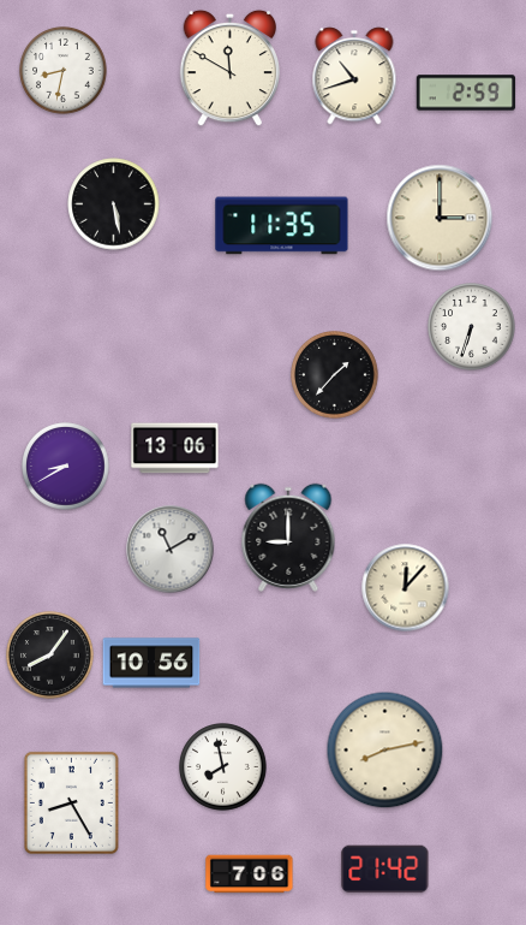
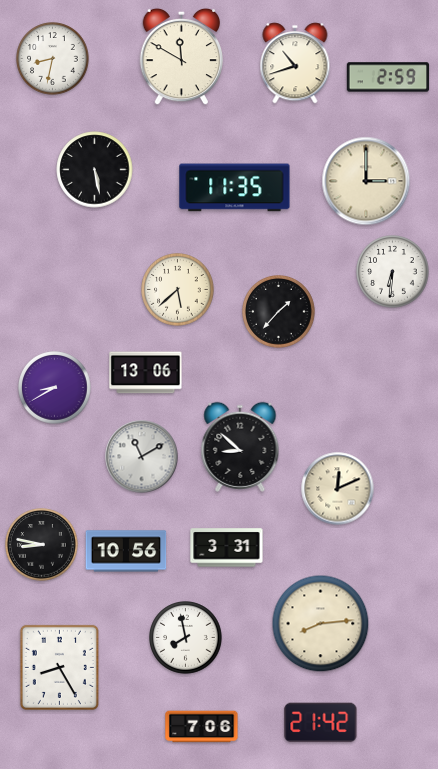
clock at (231, 69) position: (231, 69) -> (182, 57)
clock at (472, 327): 6:33 -> 6:31
clock at (178, 290): none -> 5:38
clock at (288, 538): 9:00 -> 8:52
clock at (406, 588): 12:07 -> 12:11
clock at (50, 656): 8:06 -> 8:47
clock at (227, 548): none -> 3:31
clock at (385, 751): 8:13 -> 8:14
clock at (250, 874) position: (250, 874) -> (202, 727)
